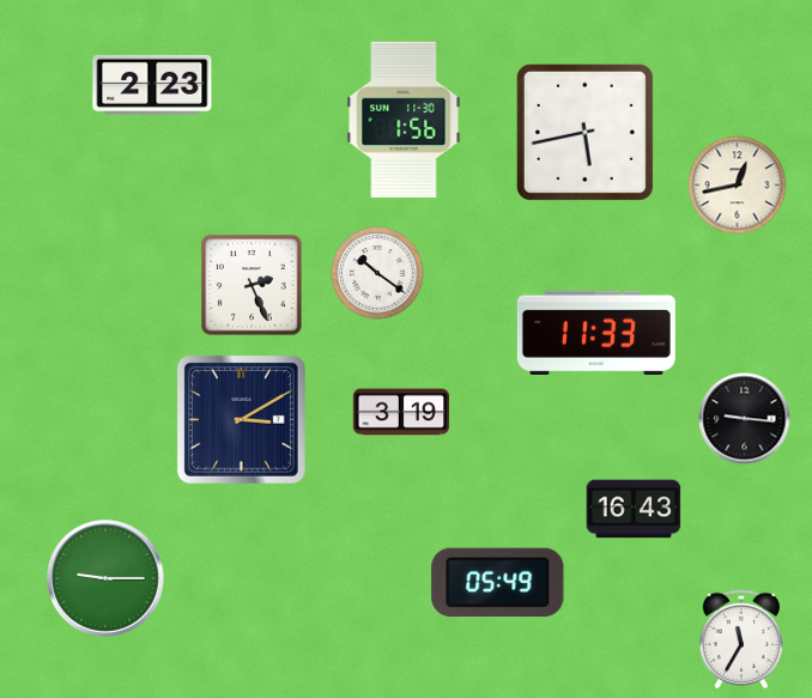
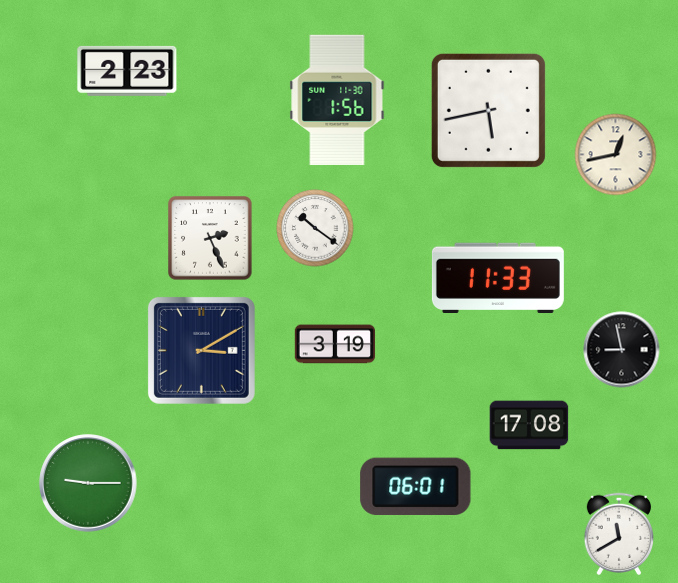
clock at (745, 419): 9:16 -> 8:58
clock at (634, 509): 16:43 -> 17:08
clock at (498, 582): 05:49 -> 06:01
clock at (740, 638): 11:35 -> 11:40
